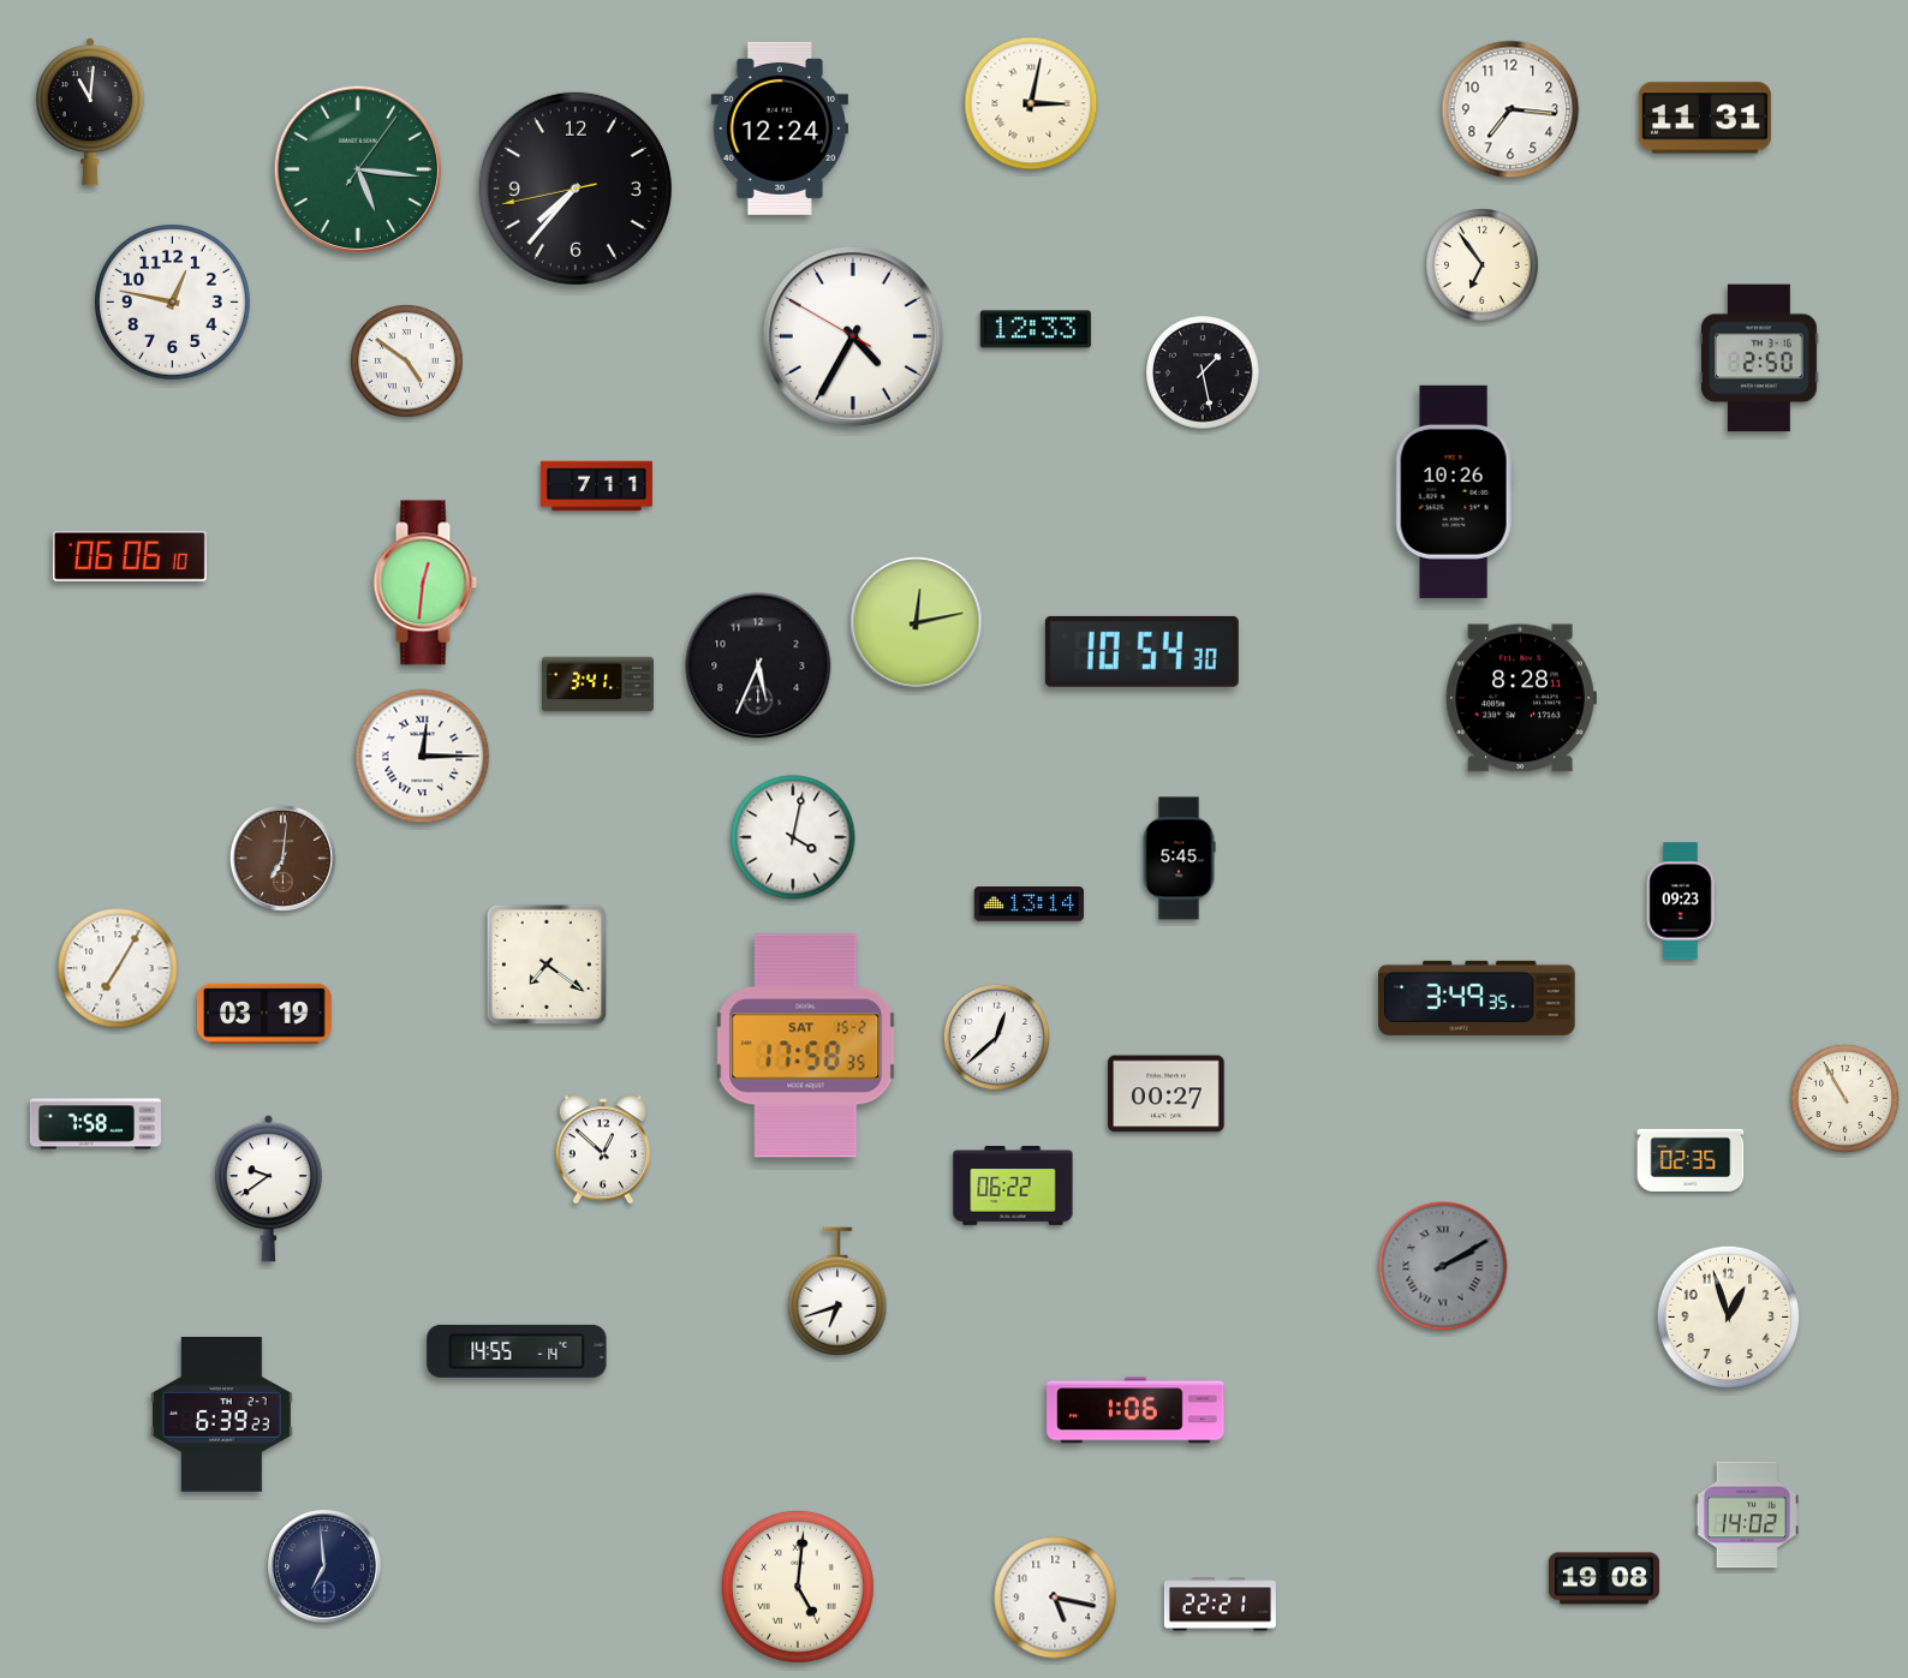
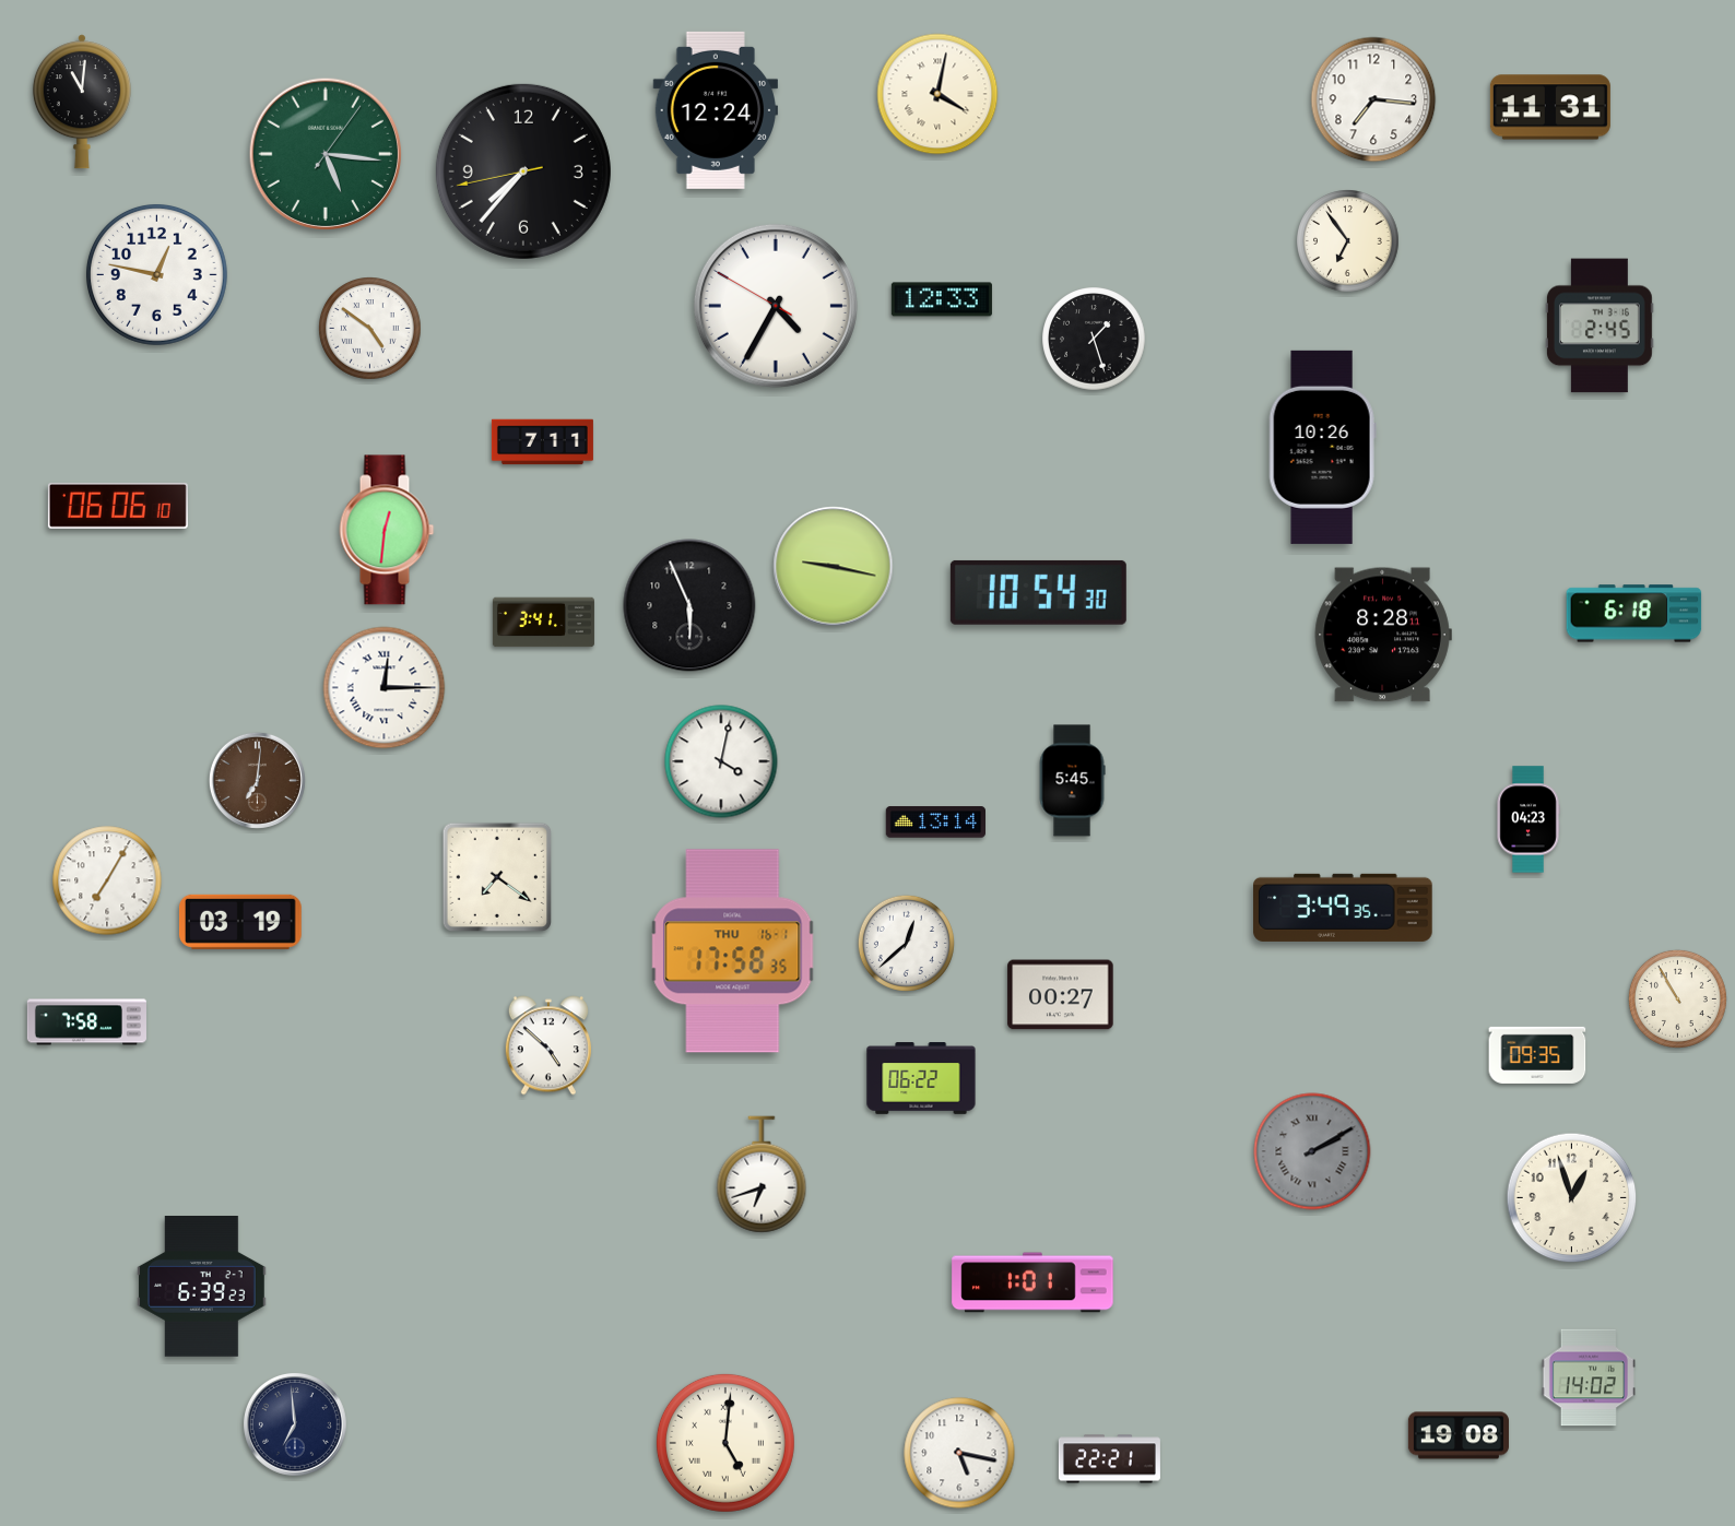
clock at (1031, 103): 3:02 -> 4:02
clock at (779, 129) position: (779, 129) -> (715, 110)
clock at (1759, 358): 2:50 -> 2:45
clock at (1203, 372): 1:28 -> 1:27
clock at (917, 623): 12:13 -> 9:17
clock at (758, 665): 5:34 -> 5:56
clock at (1634, 614): none -> 6:18
clock at (1681, 901): 09:23 -> 04:23
clock at (806, 1046) date: SAT 15-2 -> THU 16-1
clock at (603, 1149): 12:52 -> 4:52
clock at (1691, 1160): 02:35 -> 09:35
clock at (268, 1189): 9:39 -> none
clock at (517, 1351): 14:55 -> none
clock at (1135, 1410): 1:06 -> 1:01
